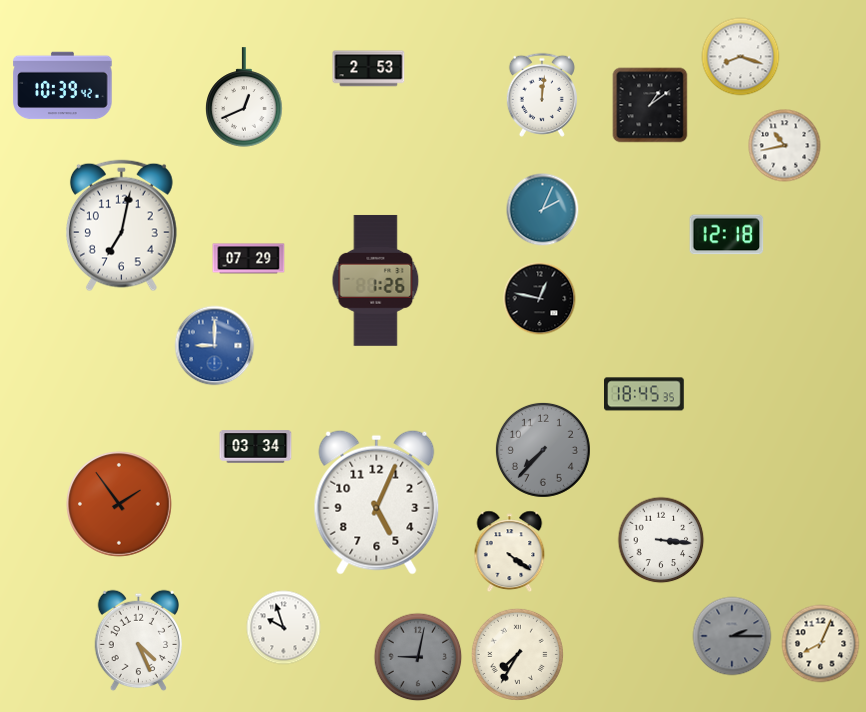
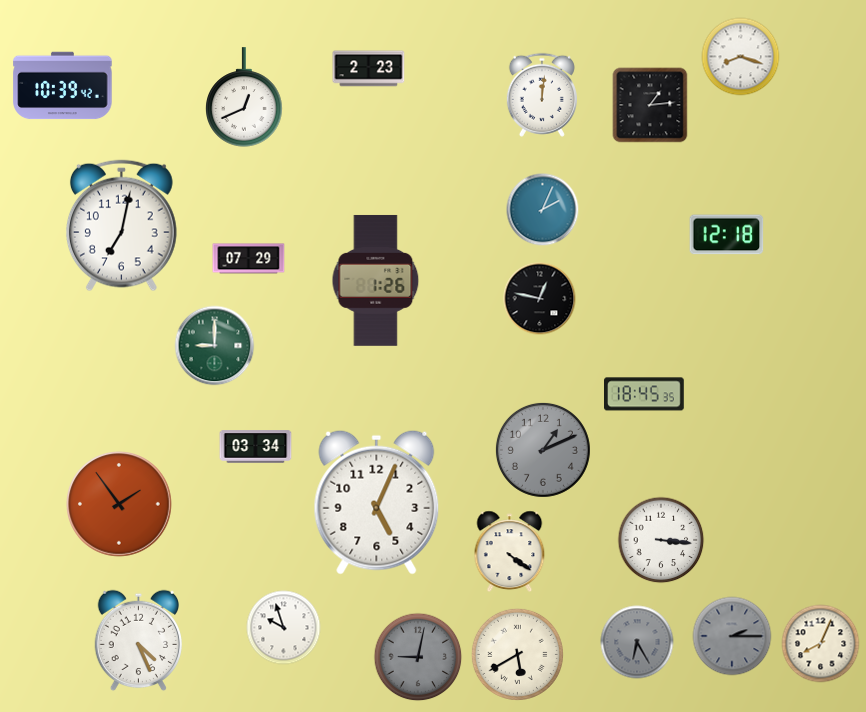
clock at (369, 69): 2:53 -> 2:23
clock at (650, 105): 1:09 -> 1:14
clock at (785, 146): 10:43 -> none
clock at (215, 346) dial: blue -> green
clock at (543, 450): 7:37 -> 1:11
clock at (637, 642): none -> 6:25
clock at (517, 654): 7:35 -> 5:40
